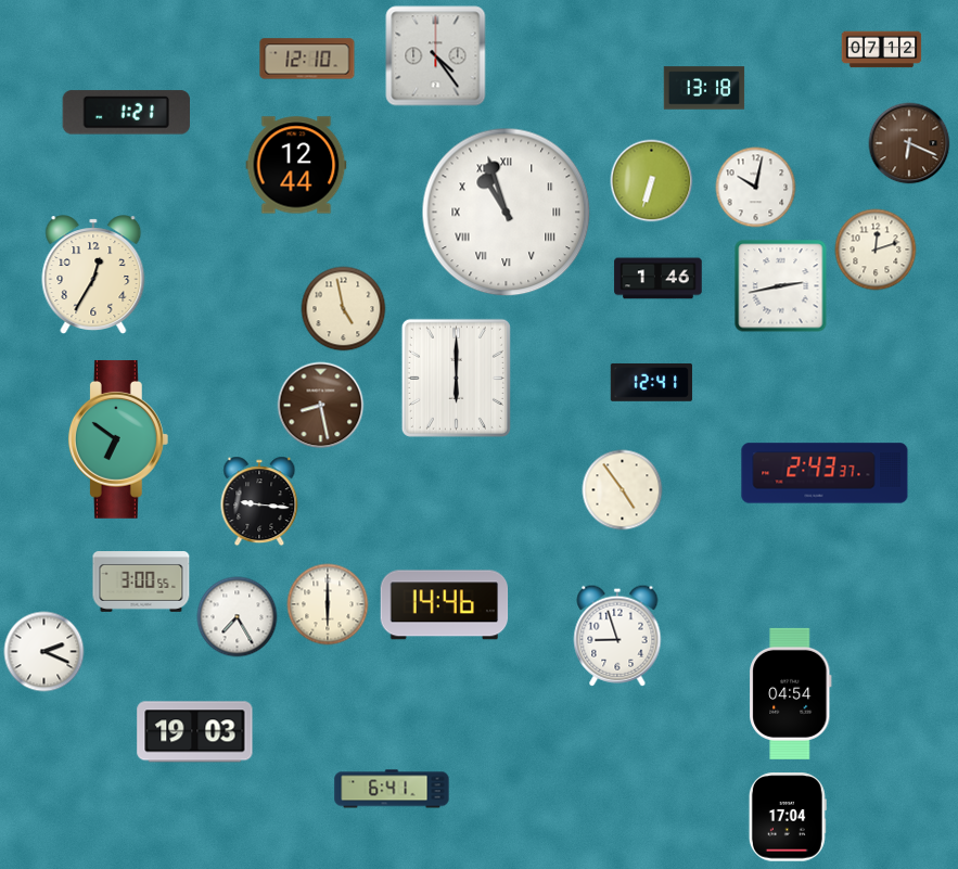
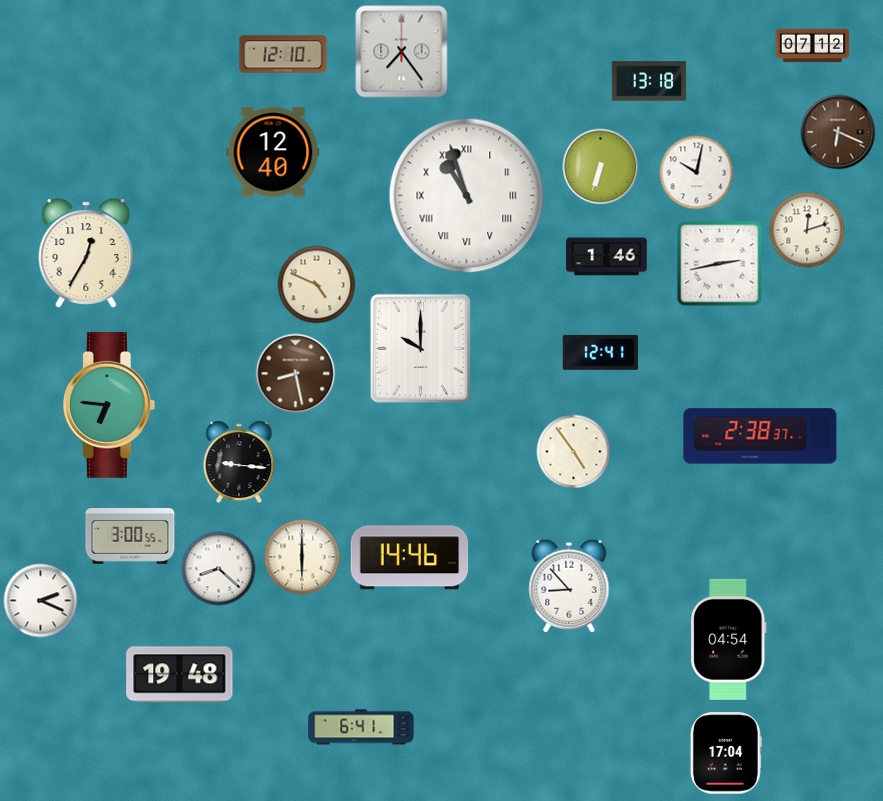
clock at (436, 56): 4:24 -> 7:24
clock at (127, 113): 1:21 -> none
clock at (296, 165): 12:44 -> 12:40
clock at (344, 309): 4:58 -> 4:49
clock at (456, 378): 6:00 -> 10:00
clock at (118, 439): 6:51 -> 6:46
clock at (825, 473): 2:43 -> 2:38
clock at (238, 617): 7:25 -> 8:22
clock at (617, 636): 8:57 -> 8:53
clock at (195, 732): 19:03 -> 19:48
